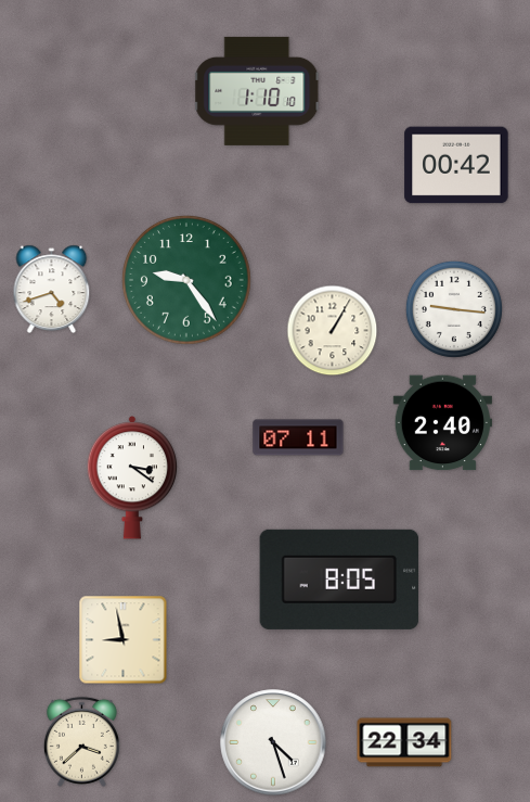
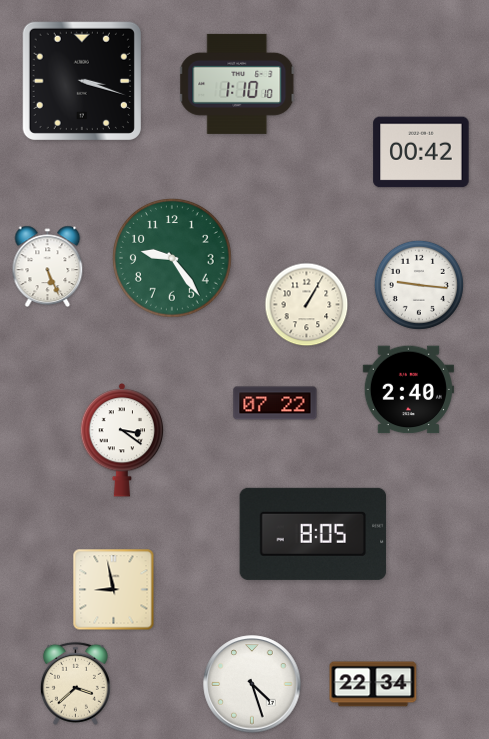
clock at (82, 81): none -> 3:18
clock at (52, 290): 4:42 -> 5:26
clock at (298, 437): 07:11 -> 07:22
